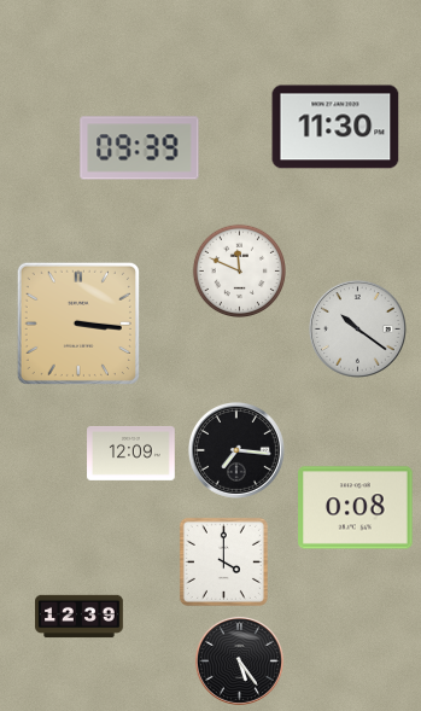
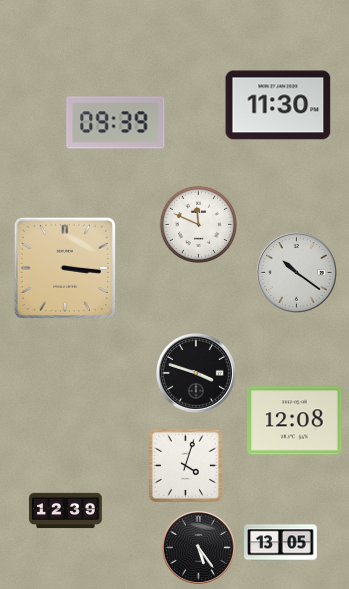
clock at (236, 450): 7:16 -> 3:48
clock at (131, 453): 12:09 -> none
clock at (356, 508): 0:08 -> 12:08
clock at (223, 561): 4:00 -> 4:03
clock at (281, 543): none -> 13:05
